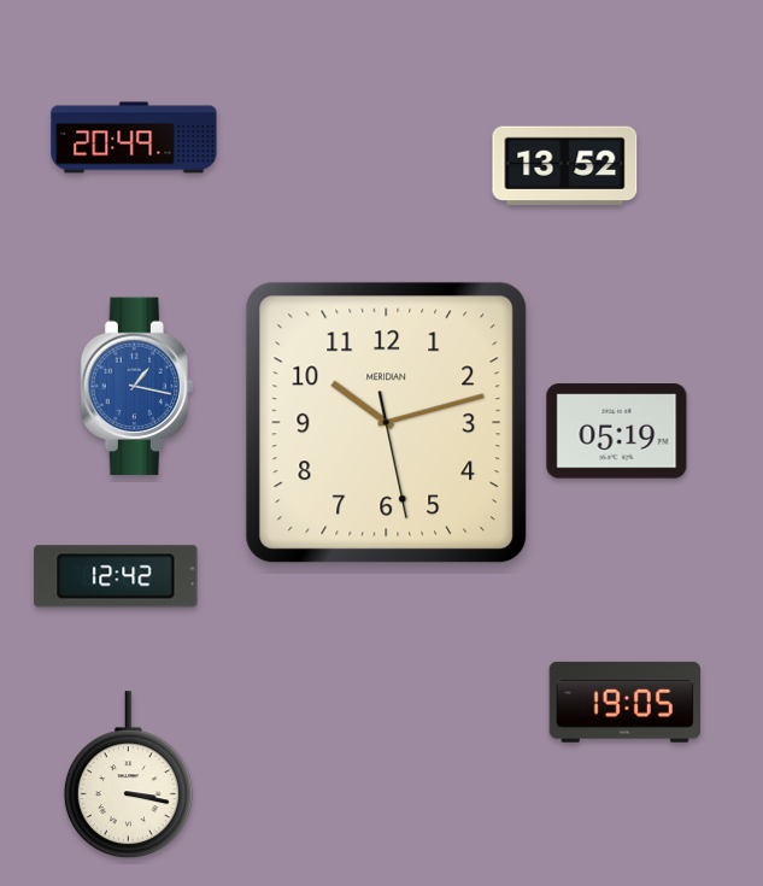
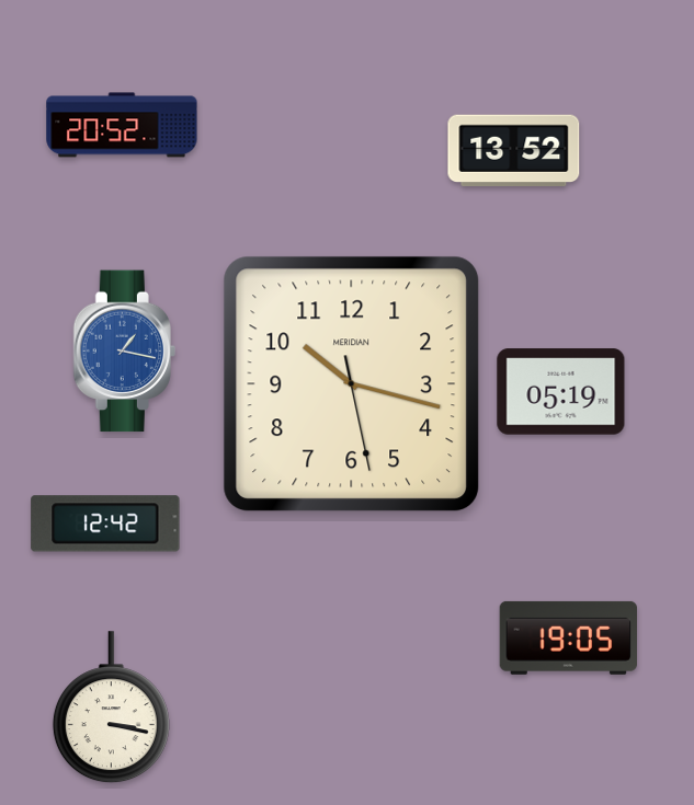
clock at (134, 137): 20:49 -> 20:52
clock at (387, 423): 10:12 -> 10:17
clock at (128, 775) position: (128, 775) -> (111, 708)
